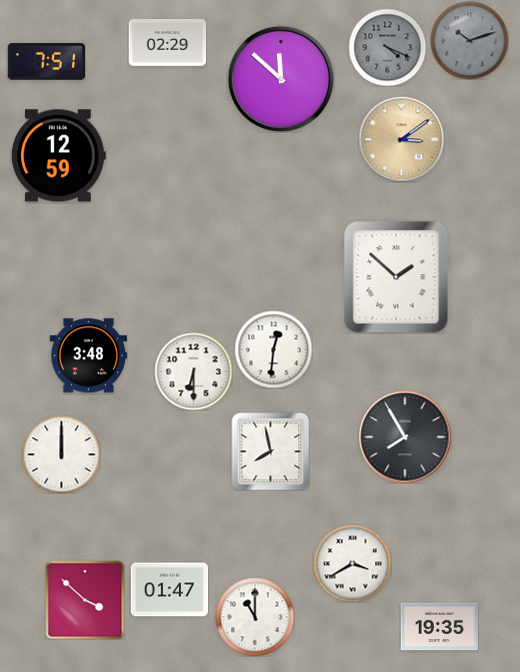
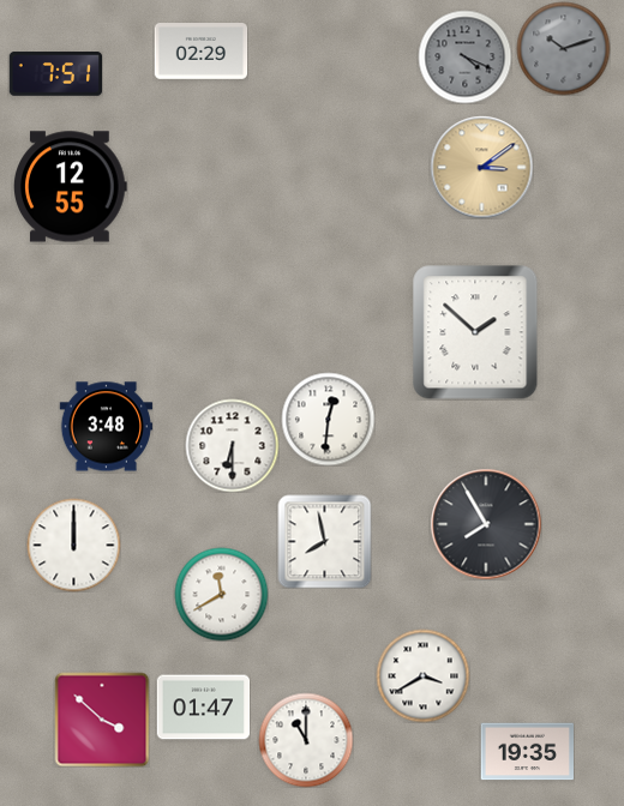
clock at (281, 79): 11:52 -> none
clock at (59, 156): 12:59 -> 12:55
clock at (221, 594): none -> 11:40
